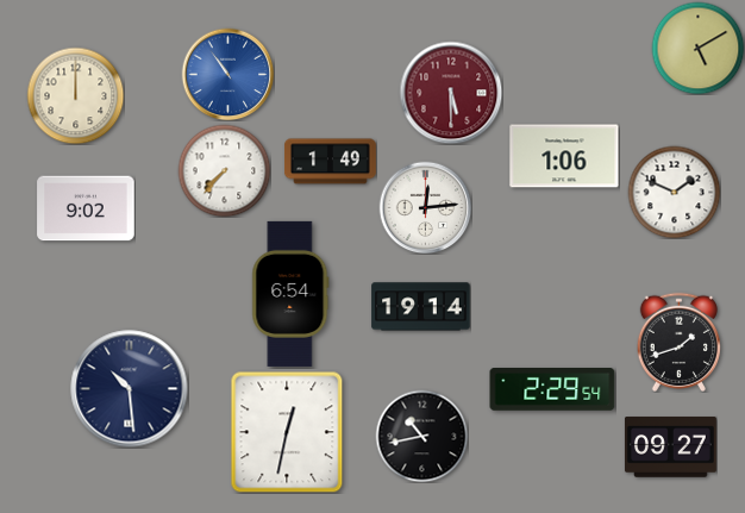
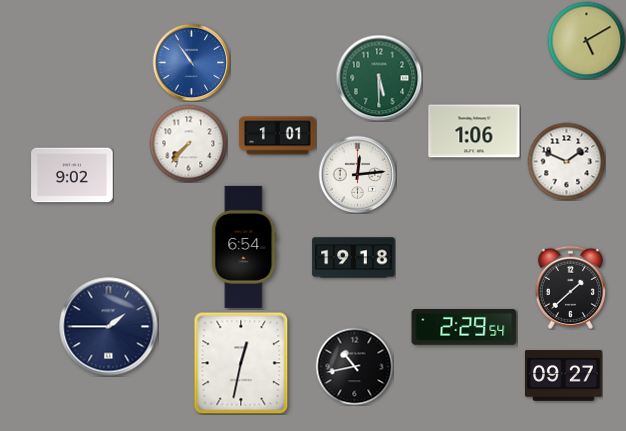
clock at (451, 93) dial: burgundy -> green
clock at (75, 95): 12:00 -> none
clock at (330, 162): 1:49 -> 1:01
clock at (421, 307): 19:14 -> 19:18
clock at (678, 342): 1:42 -> 1:38
clock at (130, 389): 10:29 -> 1:45
